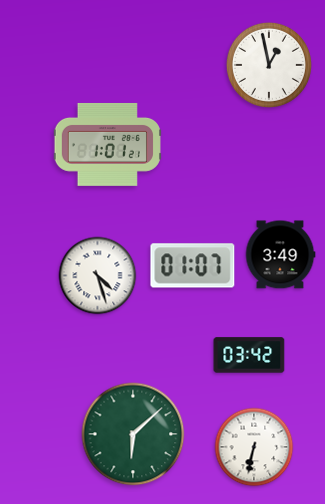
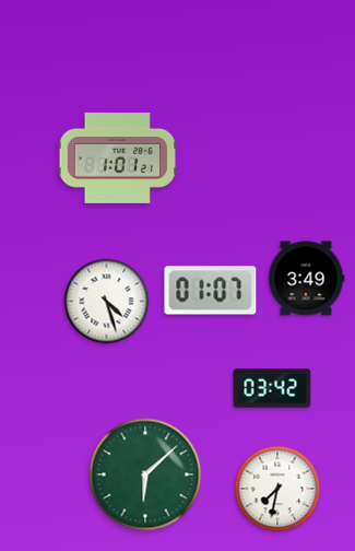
clock at (269, 65): 12:58 -> none
clock at (254, 447): 6:32 -> 7:32
